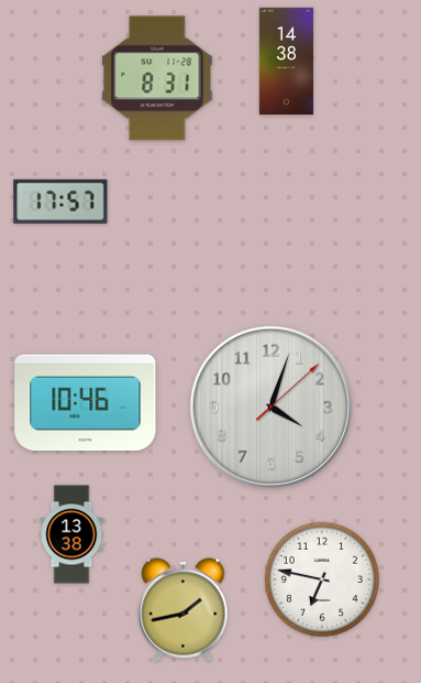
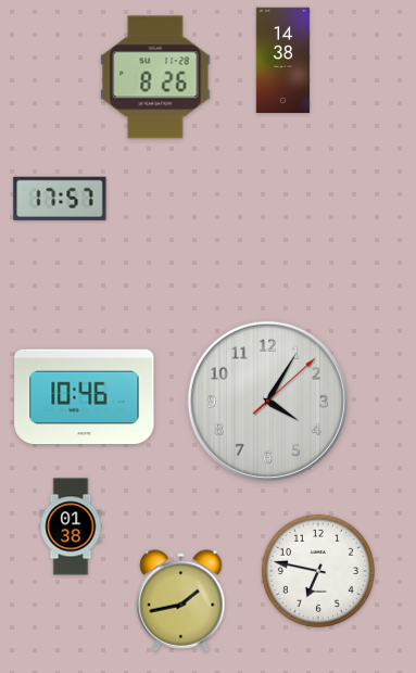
clock at (157, 78): 8:31 -> 8:26
clock at (270, 406): 4:03 -> 4:05
clock at (71, 534): 13:38 -> 01:38
